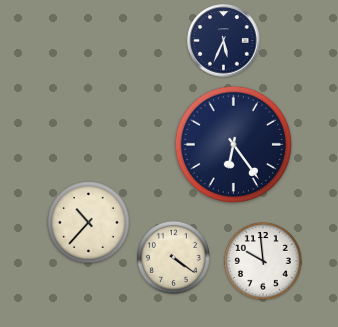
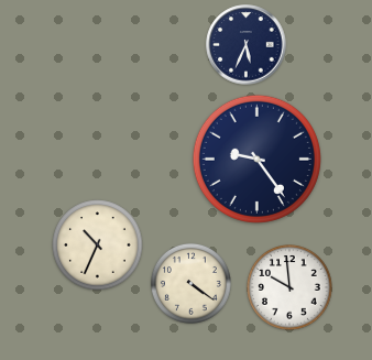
clock at (233, 144): 6:24 -> 9:24
clock at (89, 223): 10:37 -> 10:34
